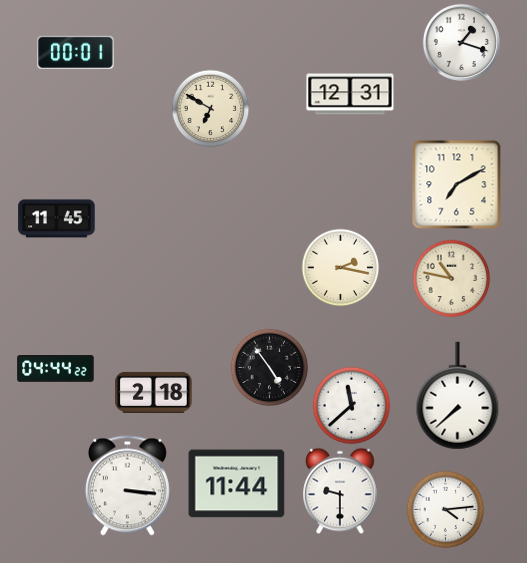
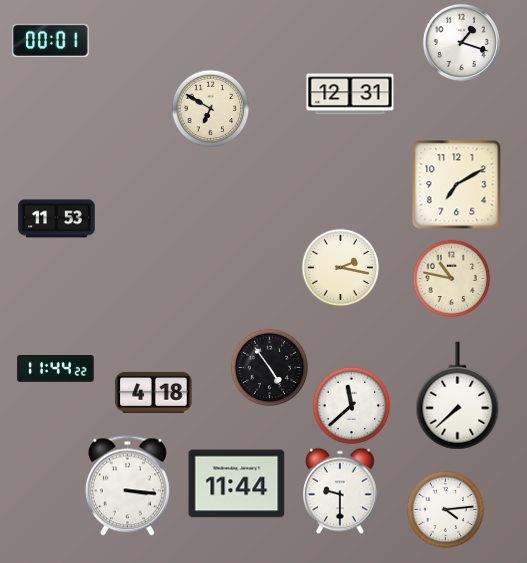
clock at (76, 52) position: (76, 52) -> (51, 40)
clock at (57, 219): 11:45 -> 11:53
clock at (56, 369): 04:44 -> 11:44
clock at (154, 392): 2:18 -> 4:18
